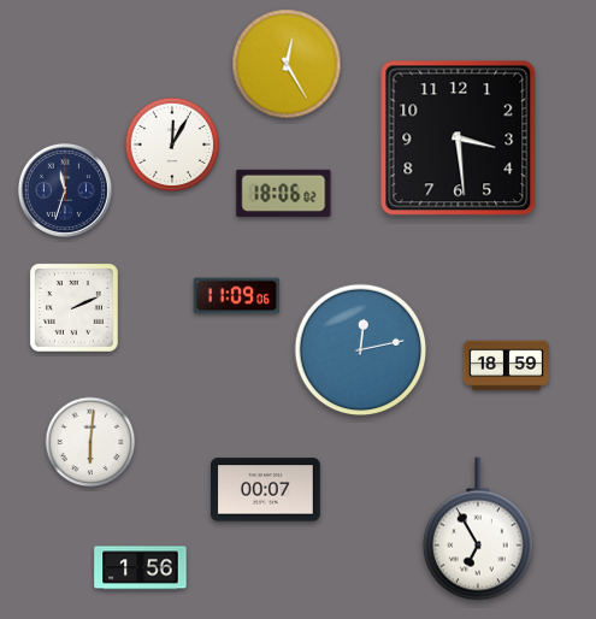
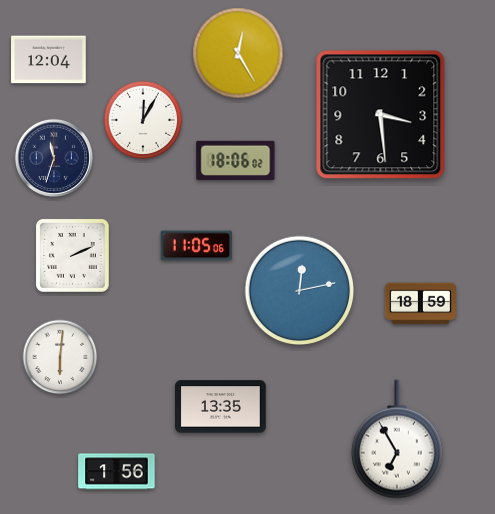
clock at (49, 60): none -> 12:04
clock at (236, 296): 11:09 -> 11:05
clock at (75, 308) position: (75, 308) -> (73, 256)
clock at (90, 442) position: (90, 442) -> (60, 357)
clock at (266, 490): 00:07 -> 13:35
